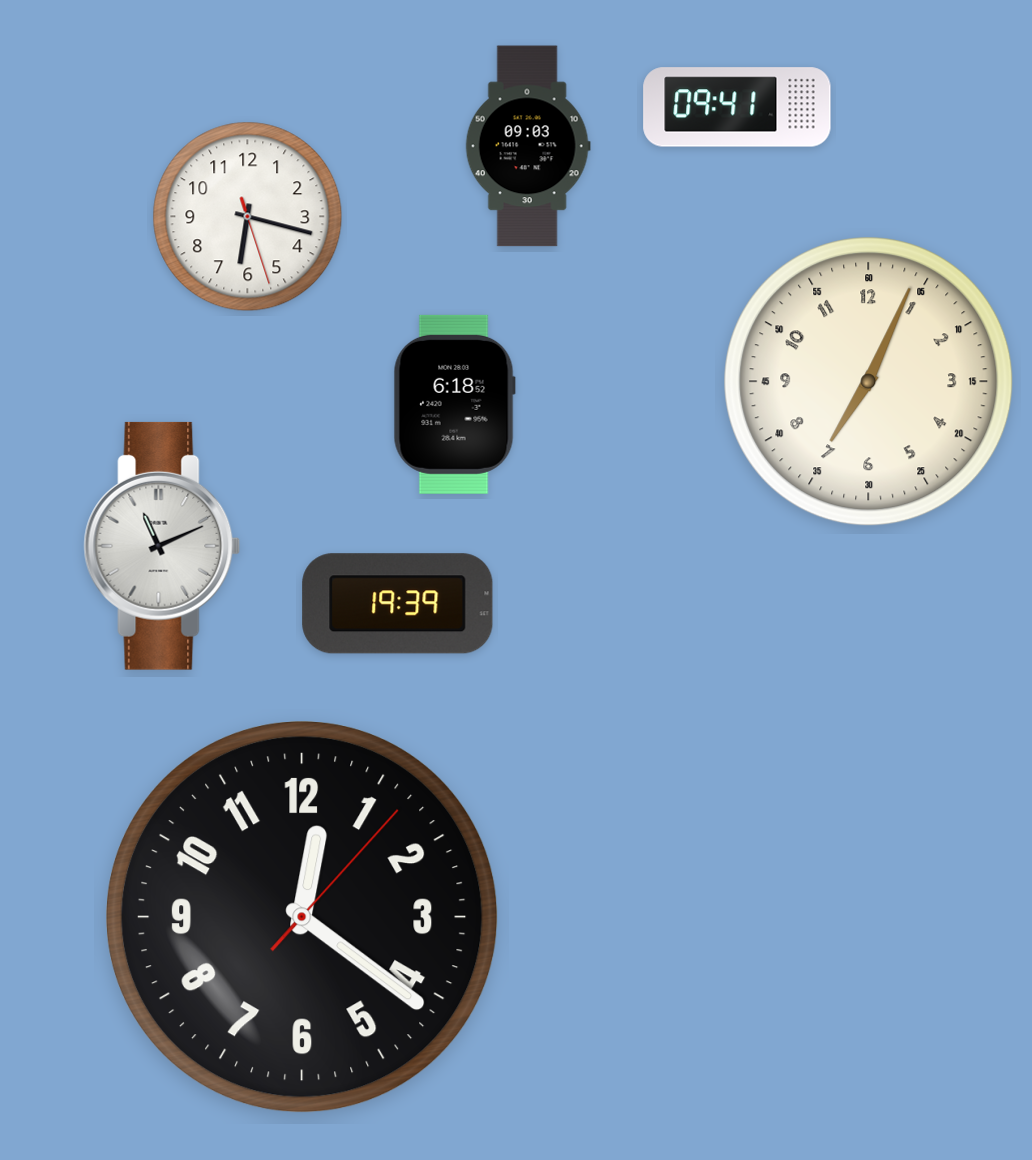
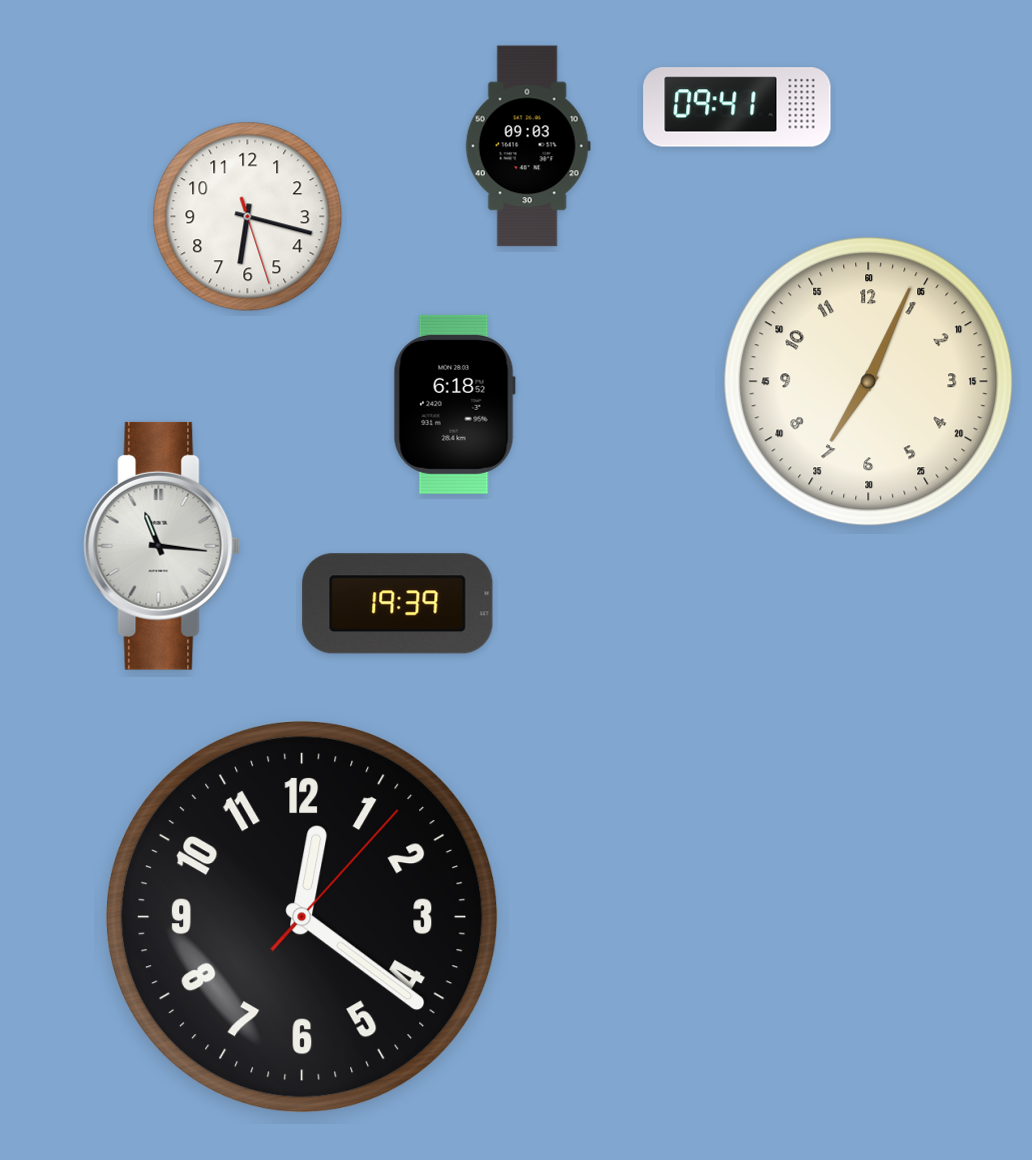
clock at (162, 546): 11:11 -> 11:16
